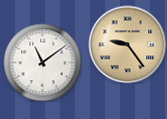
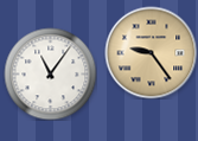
clock at (42, 62): 11:09 -> 11:06
